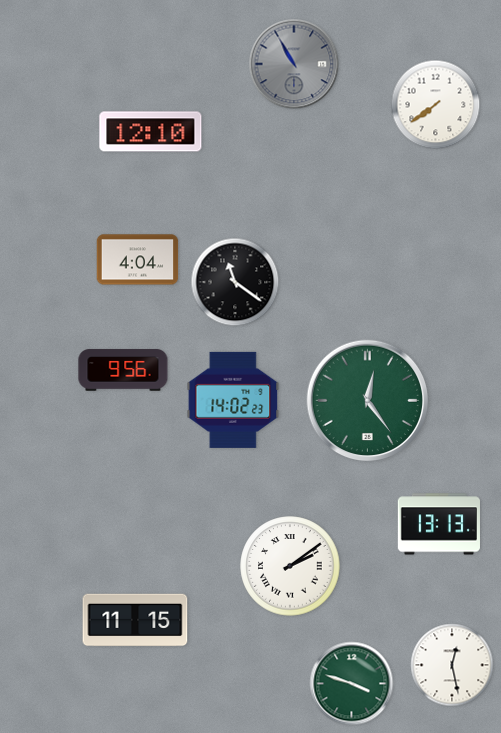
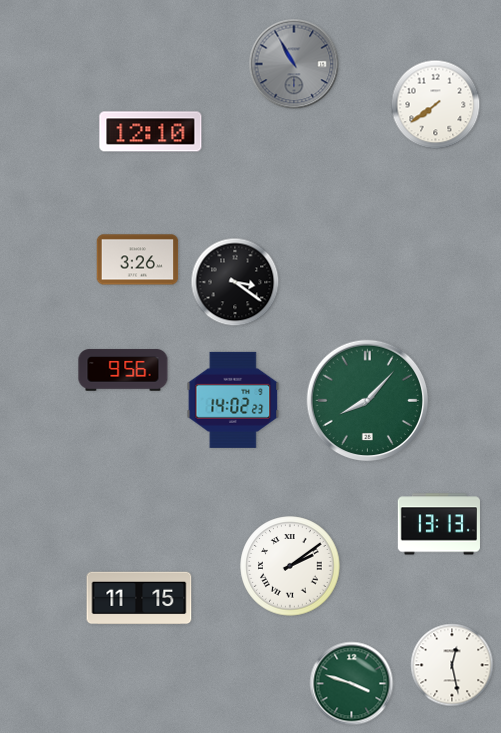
clock at (138, 260): 4:04 -> 3:26
clock at (235, 282): 11:21 -> 3:21
clock at (368, 401): 12:24 -> 8:07
clock at (135, 620) position: (135, 620) -> (139, 598)
